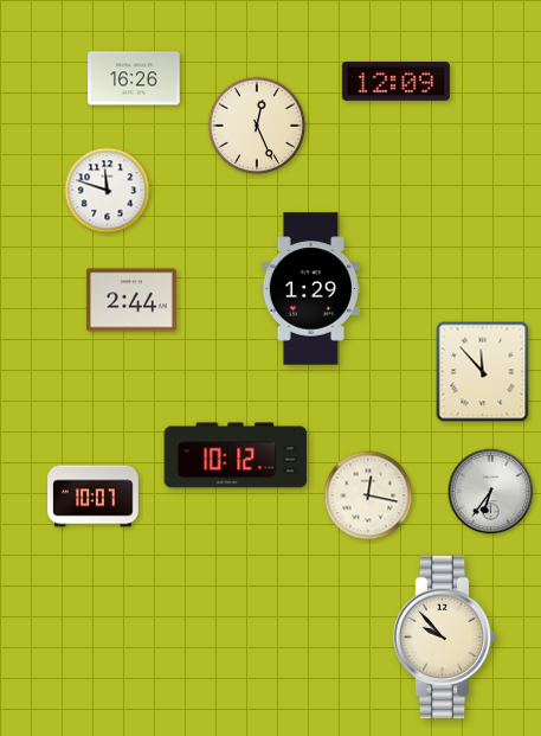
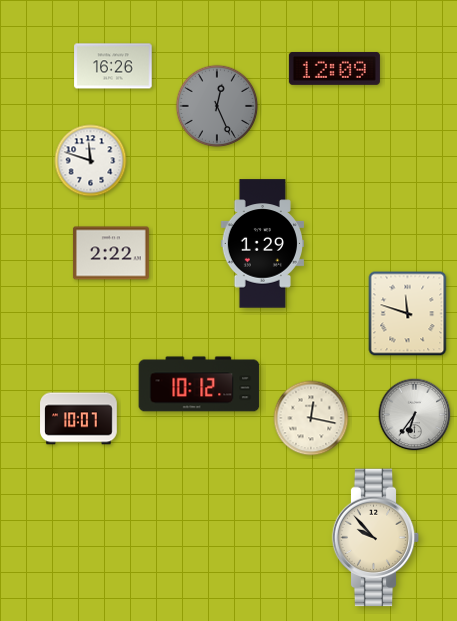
clock at (257, 126) dial: cream -> grey
clock at (131, 300): 2:44 -> 2:22
clock at (483, 372): 11:53 -> 11:48
